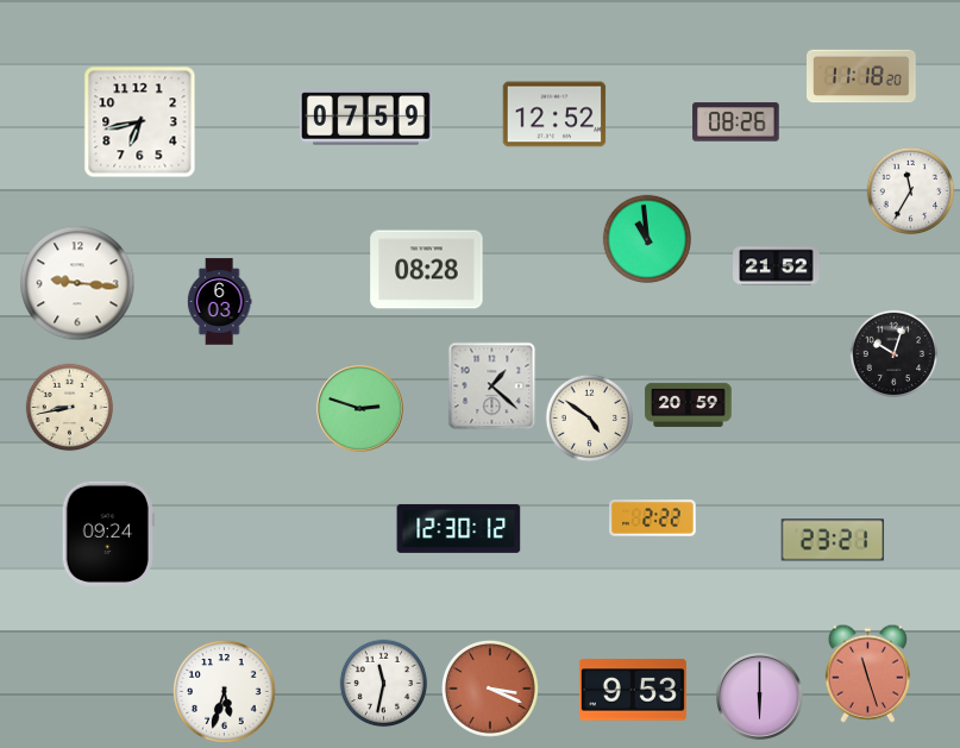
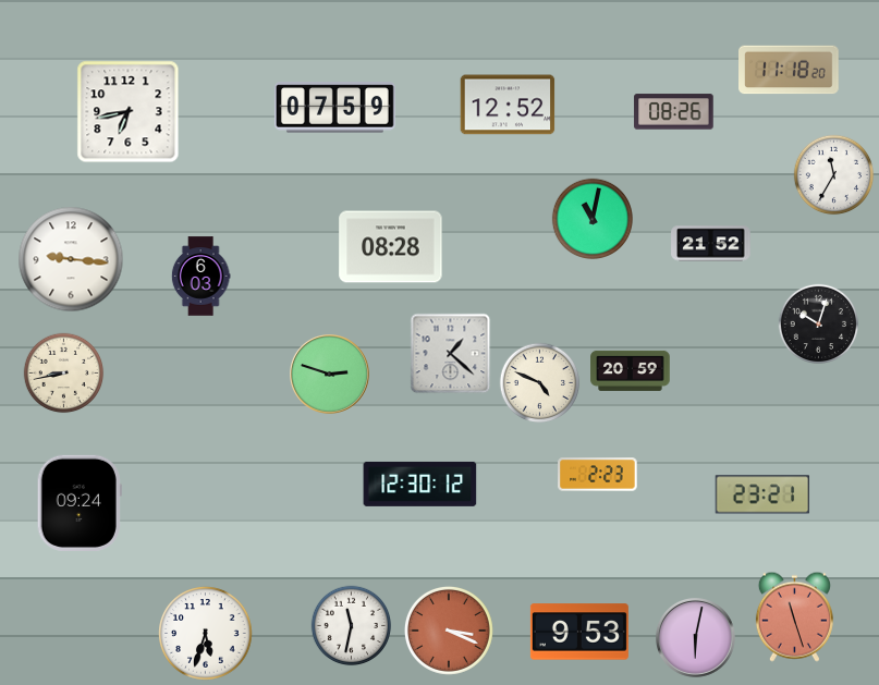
clock at (647, 238): 10:59 -> 11:02
clock at (590, 419): 4:51 -> 4:49
clock at (653, 518): 2:22 -> 2:23
clock at (108, 534) position: (108, 534) -> (80, 503)
clock at (760, 697): 6:00 -> 6:02
